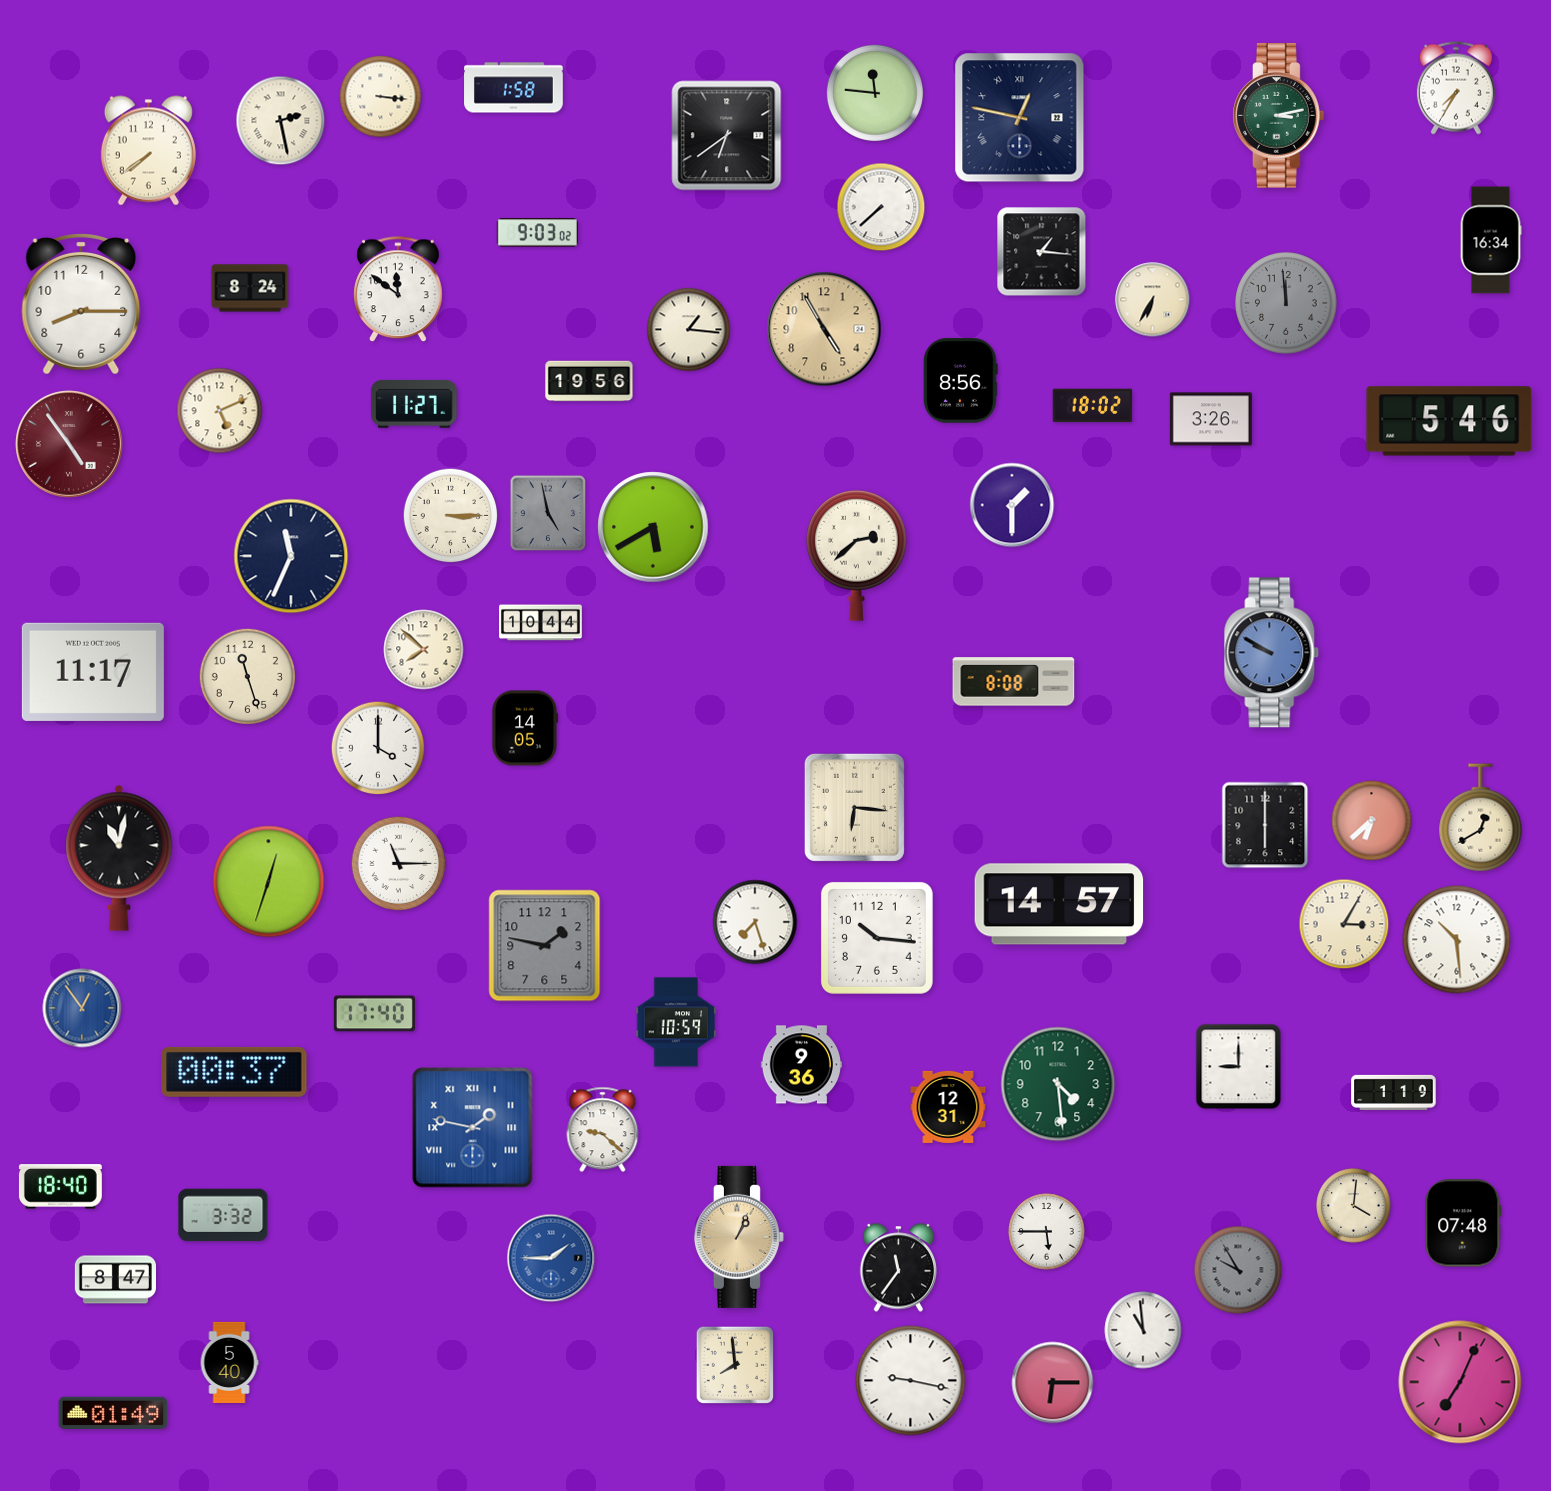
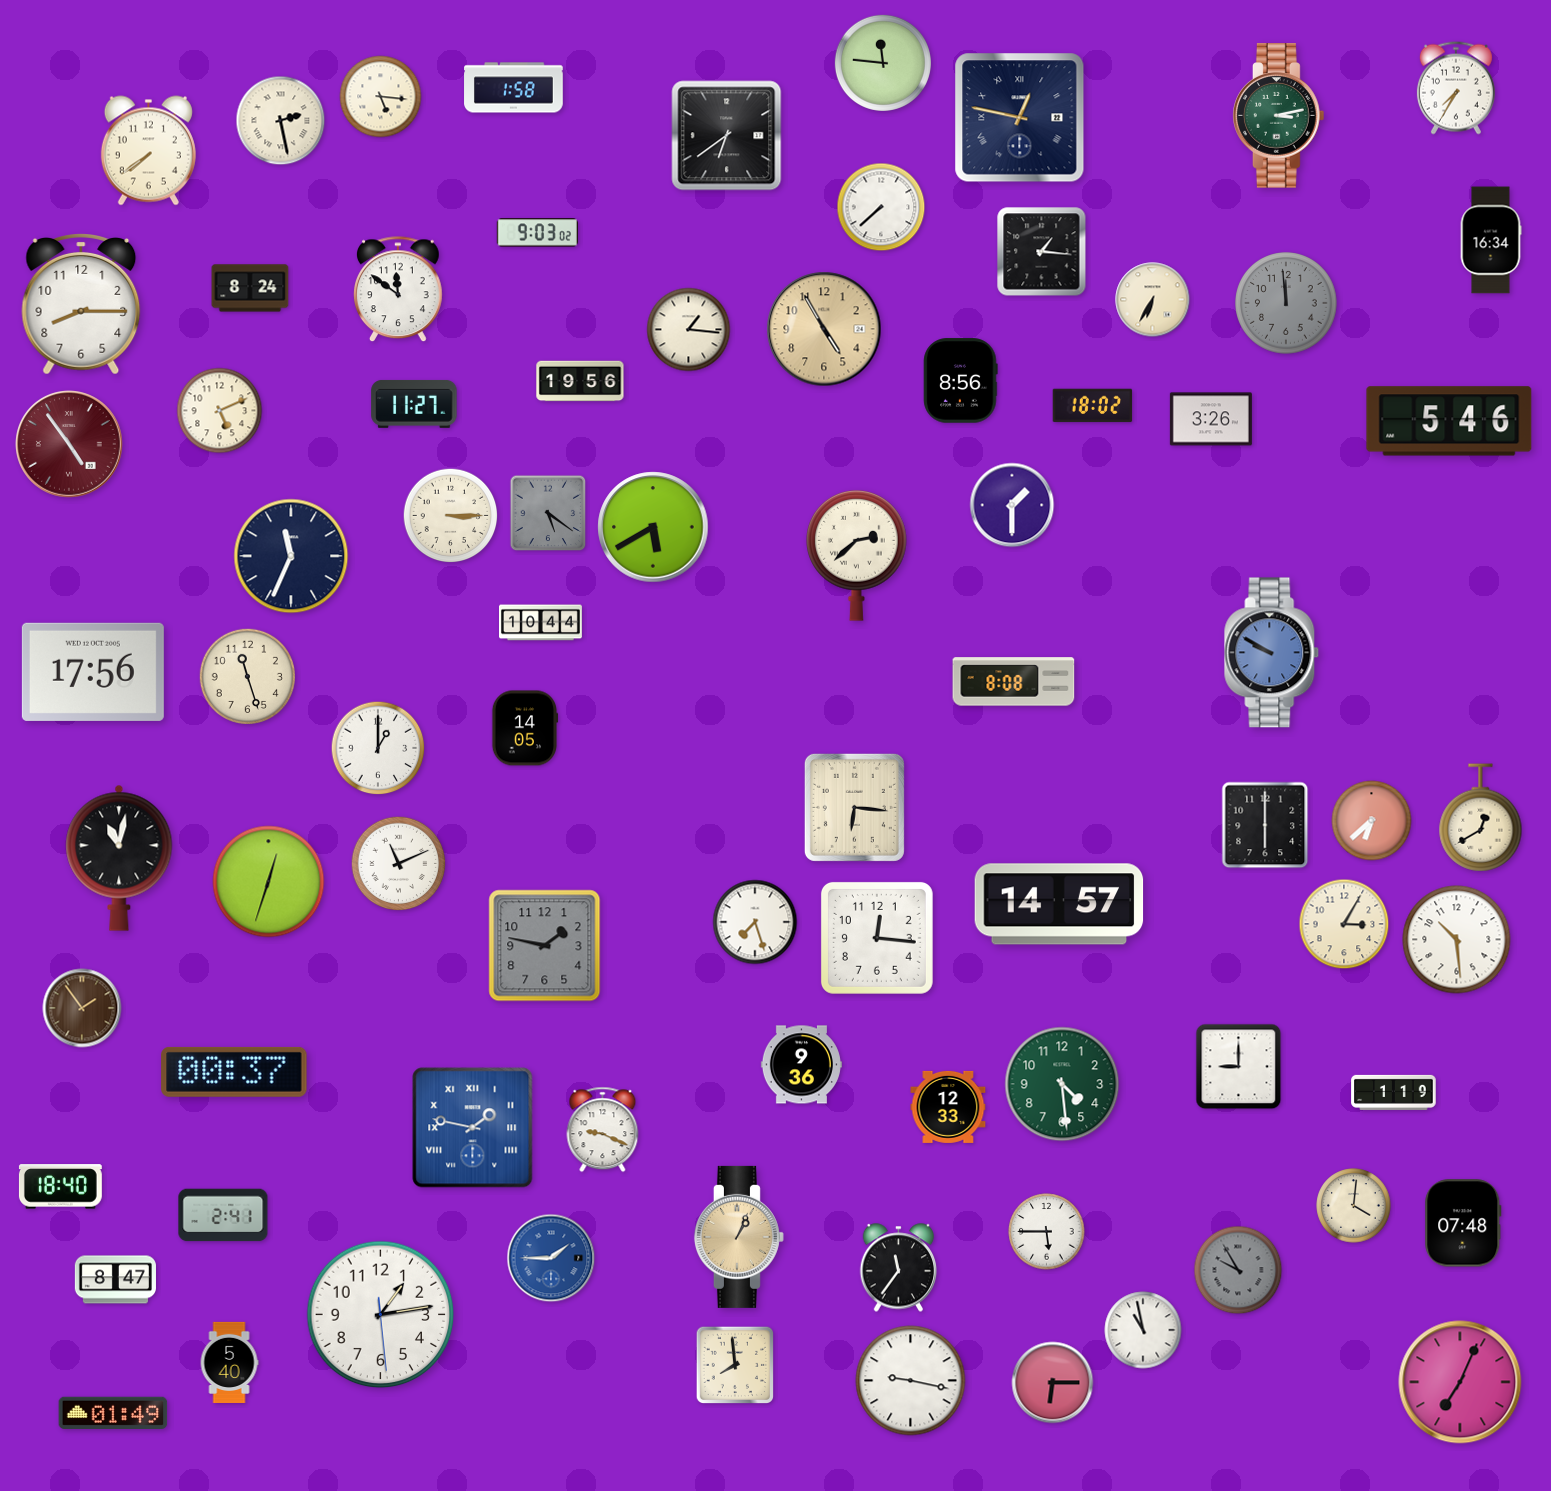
clock at (875, 93) position: (875, 93) -> (883, 63)
clock at (381, 97): 3:16 -> 5:16
clock at (589, 381) position: (589, 381) -> (580, 381)
clock at (548, 513): 4:58 -> 5:21
clock at (424, 650): 7:52 -> none
clock at (93, 672): 11:17 -> 17:56
clock at (378, 748): 4:00 -> 1:00
clock at (399, 864): 11:15 -> 11:11
clock at (877, 938): 10:16 -> 12:16
clock at (82, 1008): 12:54 -> 1:54
clock at (82, 1008) dial: blue -> brown
clock at (374, 1014): 17:40 -> none
clock at (676, 1022): 10:59 -> none
clock at (1058, 1084) position: (1058, 1084) -> (1062, 1084)
clock at (948, 1107): 12:31 -> 12:33
clock at (603, 1130): 9:22 -> 9:19
clock at (223, 1215): 3:32 -> 2:41
clock at (381, 1315): none -> 1:13
clock at (1143, 1330): 10:59 -> 10:58
